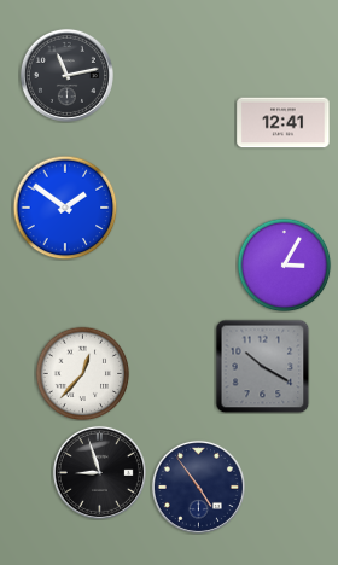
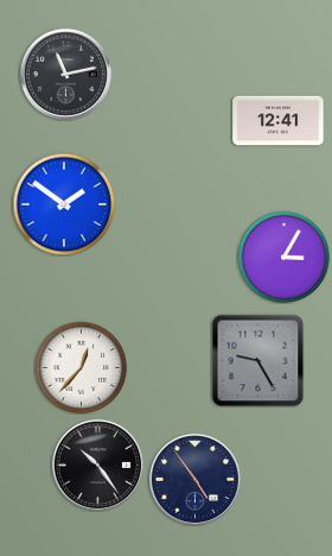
clock at (284, 264) position: (284, 264) -> (283, 257)
clock at (262, 366): 10:20 -> 9:25
clock at (99, 472): 8:57 -> 10:24
